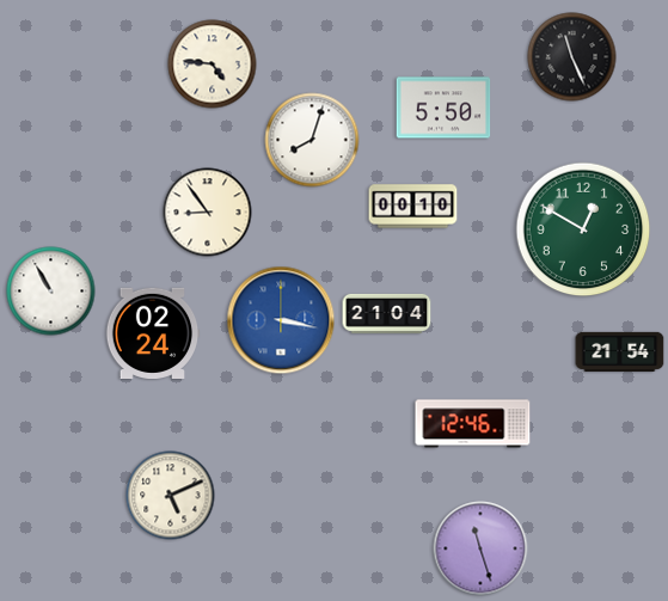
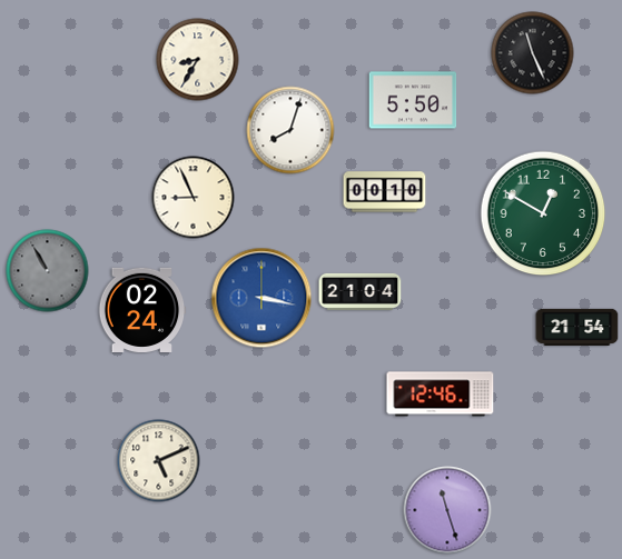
clock at (213, 65): 4:46 -> 8:35
clock at (208, 213): 8:54 -> 8:56
clock at (51, 292) dial: white -> grey
